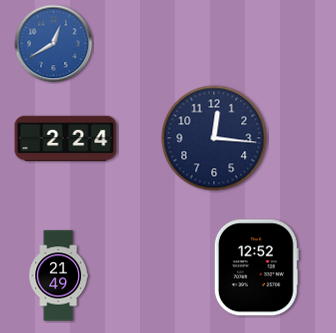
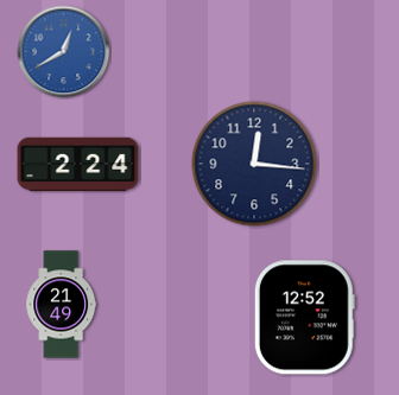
clock at (59, 276) position: (59, 276) -> (62, 305)
